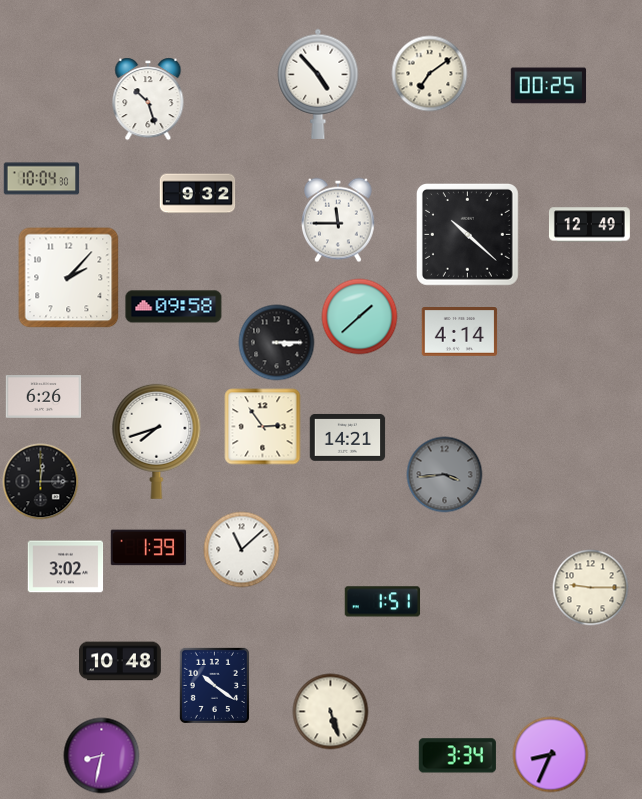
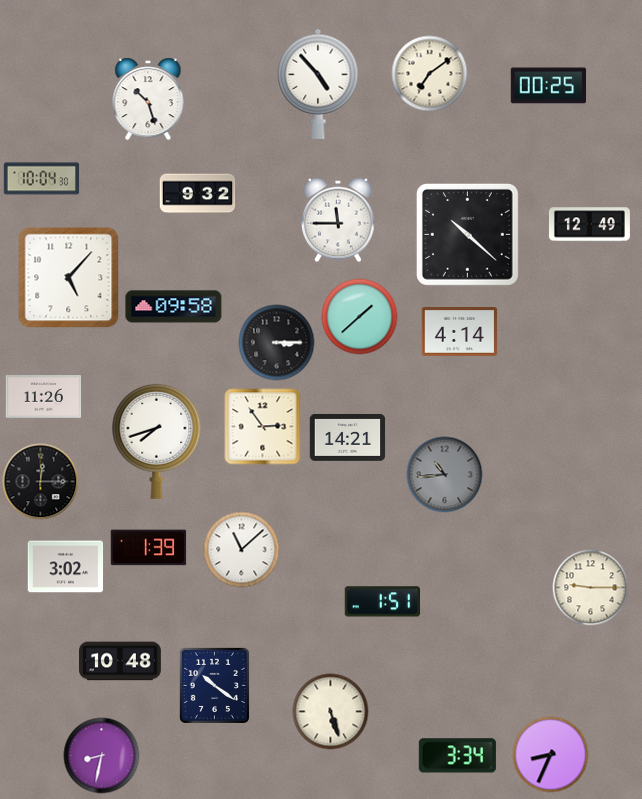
clock at (69, 278): 2:07 -> 5:07
clock at (44, 397): 6:26 -> 11:26
clock at (445, 475): 3:44 -> 10:44
